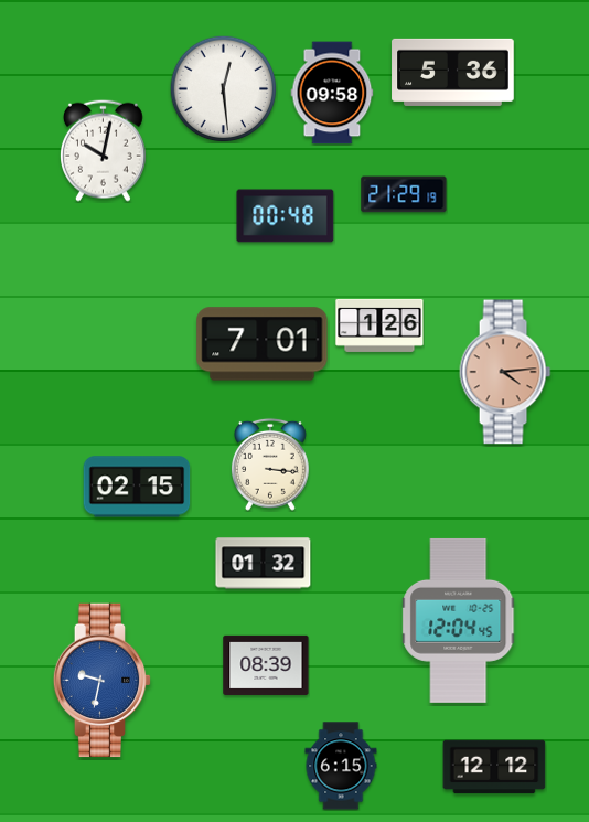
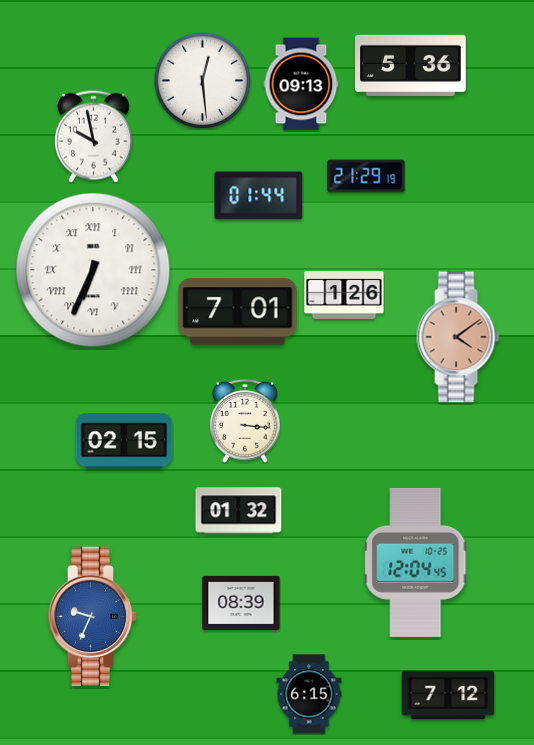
clock at (332, 93): 09:58 -> 09:13
clock at (104, 150): 10:02 -> 9:58
clock at (286, 216): 00:48 -> 01:44
clock at (93, 270): none -> 6:34
clock at (505, 372): 4:14 -> 4:09
clock at (103, 681): 9:32 -> 9:34
clock at (494, 767): 12:12 -> 7:12
